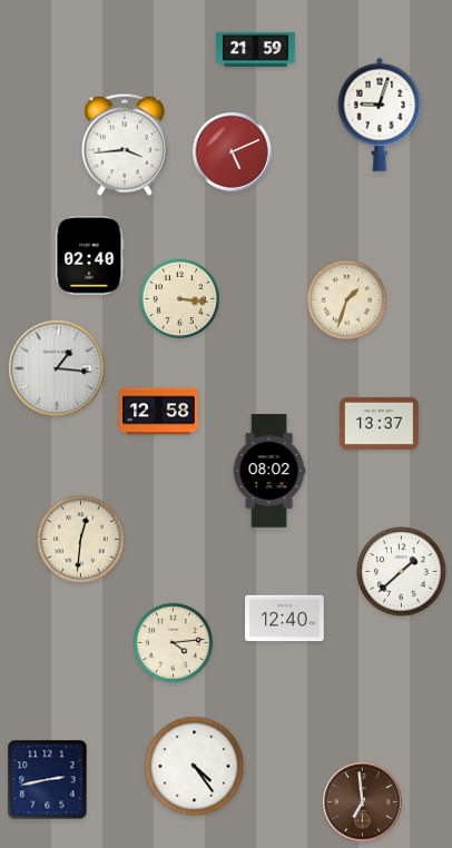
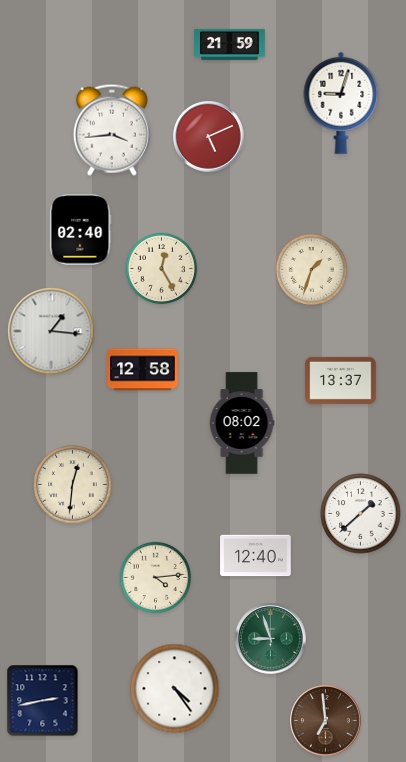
clock at (179, 298): 3:16 -> 12:25
clock at (271, 639): none -> 8:57
